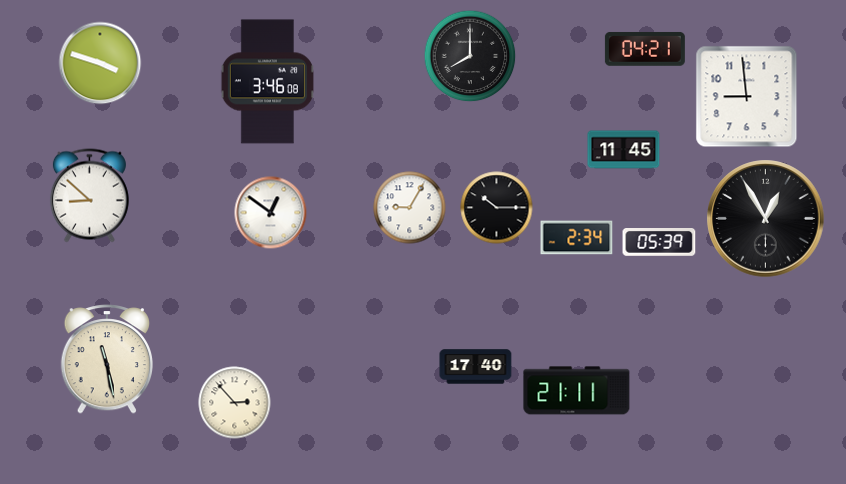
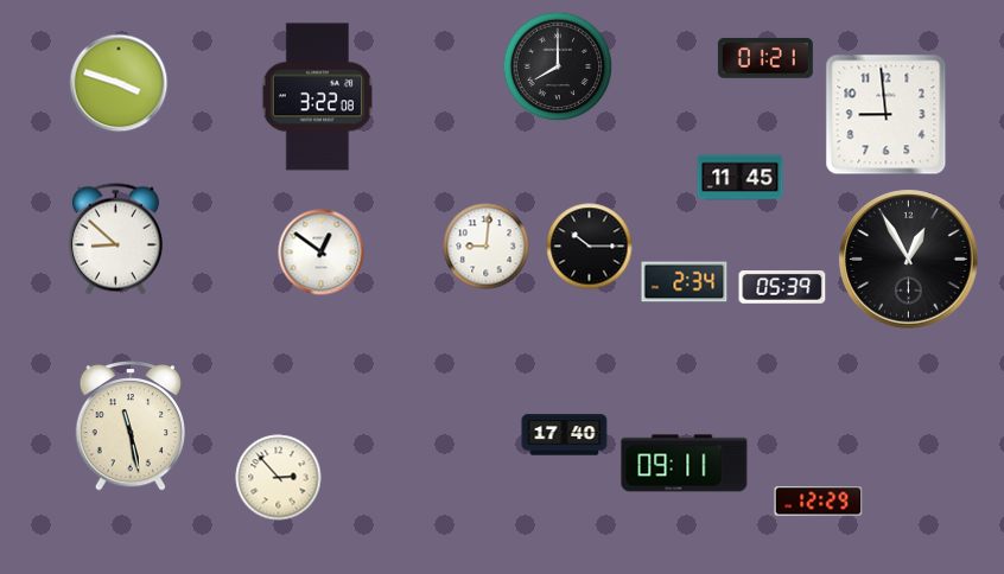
clock at (645, 49): 04:21 -> 01:21
clock at (100, 63) position: (100, 63) -> (119, 83)
clock at (267, 82): 3:46 -> 3:22
clock at (89, 196) position: (89, 196) -> (115, 240)
clock at (410, 208): 9:05 -> 9:01
clock at (106, 360) position: (106, 360) -> (129, 427)
clock at (577, 391): 21:11 -> 09:11
clock at (819, 502): none -> 12:29
